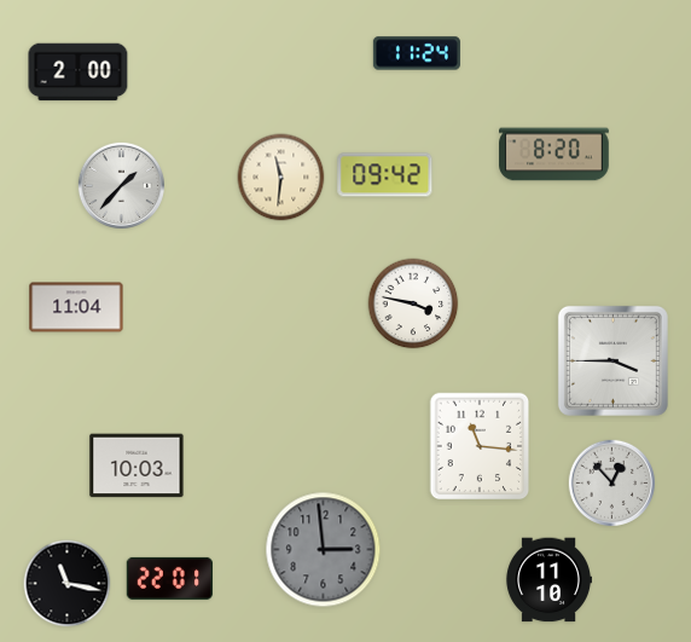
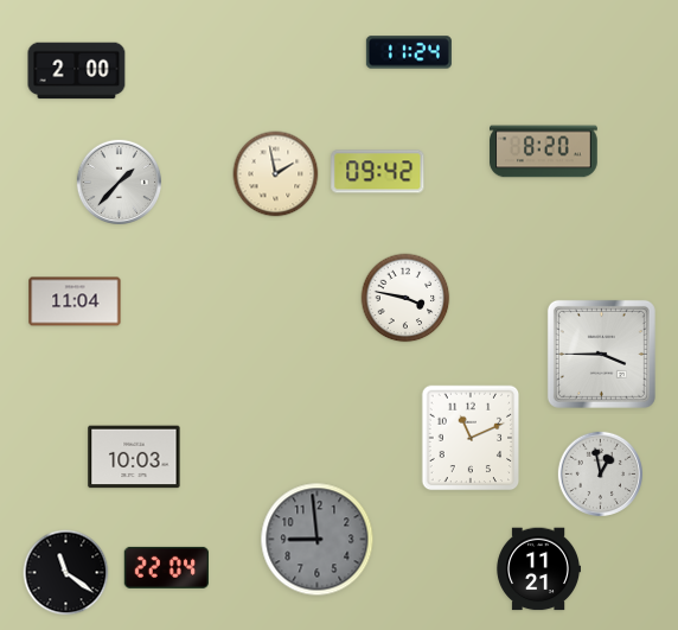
clock at (281, 178): 11:31 -> 1:58
clock at (480, 446): 11:16 -> 11:11
clock at (612, 484): 12:53 -> 12:58
clock at (324, 550): 2:59 -> 8:59
clock at (169, 578): 22:01 -> 22:04
clock at (548, 580): 11:10 -> 11:21
clock at (68, 584): 11:17 -> 11:21
